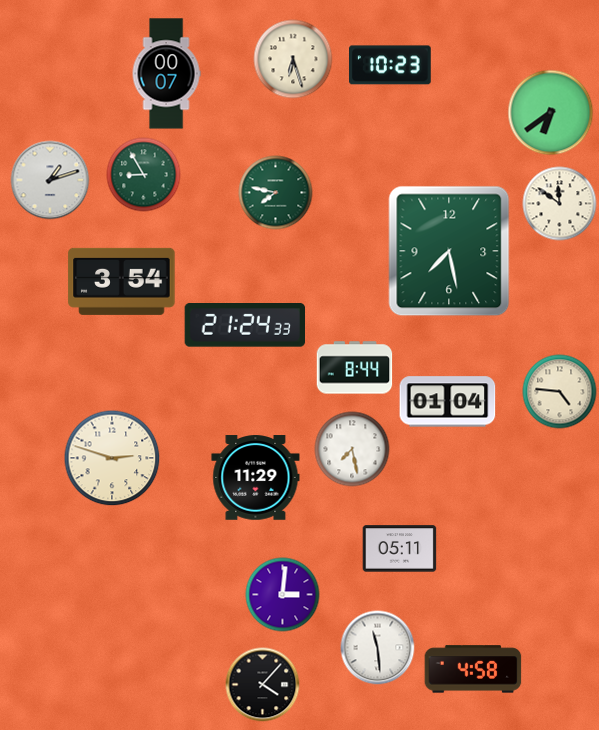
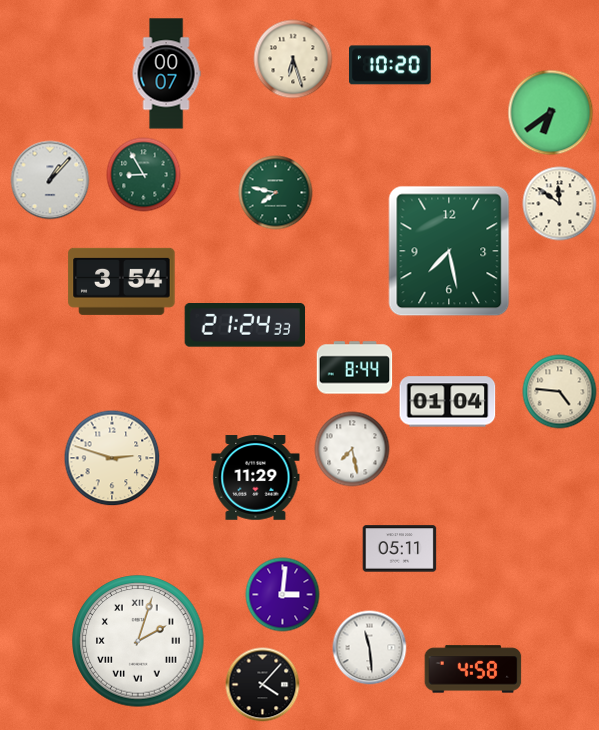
clock at (391, 65): 10:23 -> 10:20
clock at (50, 180): 1:12 -> 1:07
clock at (138, 641): none -> 2:03
clock at (378, 648) position: (378, 648) -> (370, 648)
